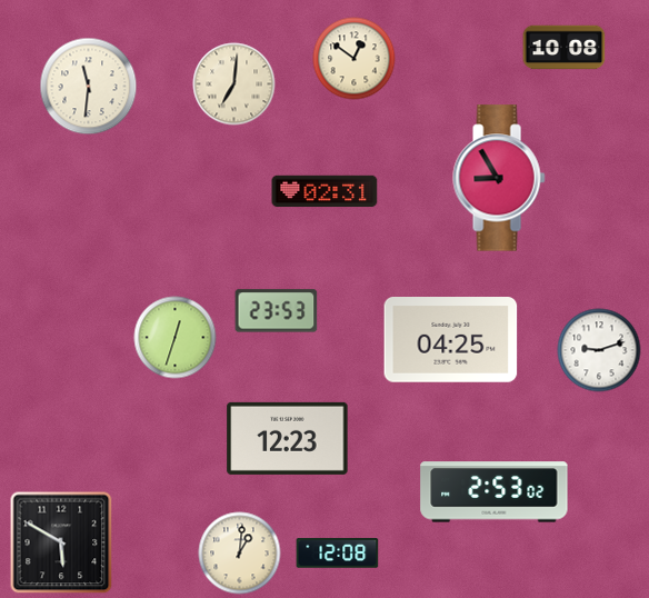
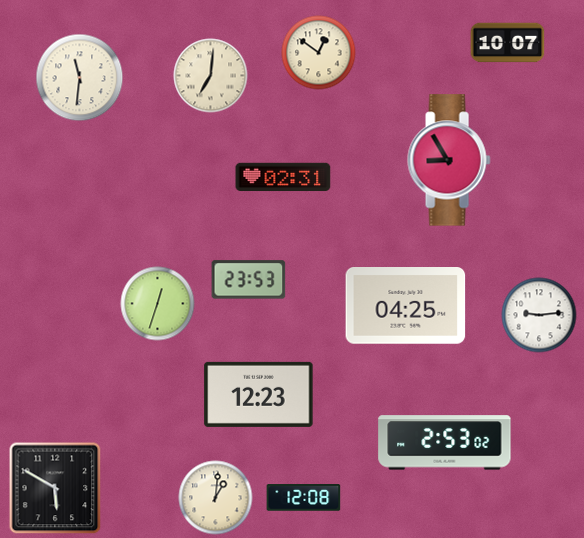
clock at (565, 48): 10:08 -> 10:07
clock at (324, 191) position: (324, 191) -> (283, 177)
clock at (599, 350): 9:12 -> 9:14
